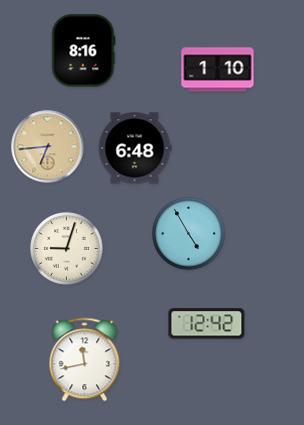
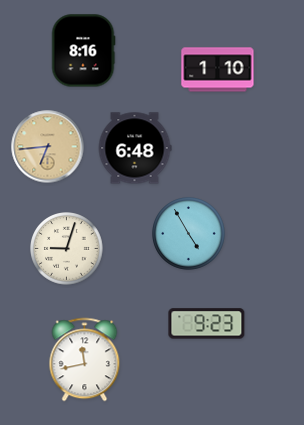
clock at (207, 324): 12:42 -> 9:23
